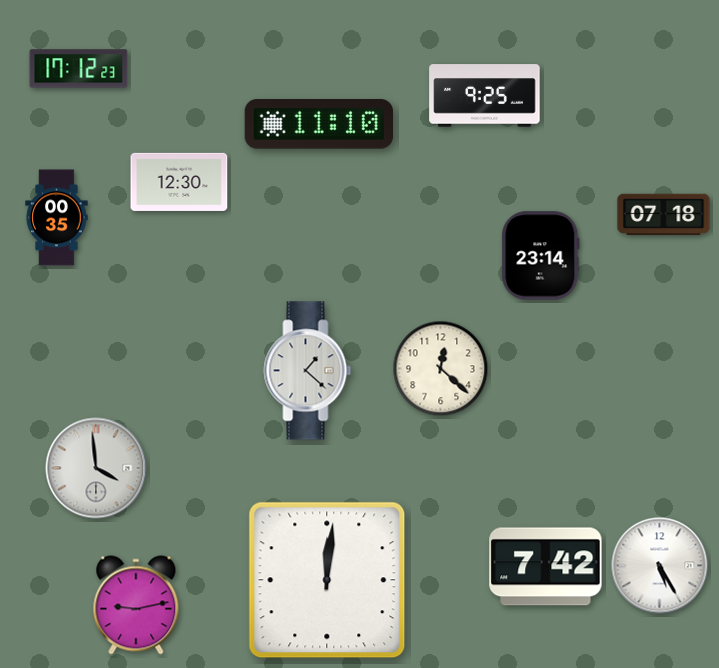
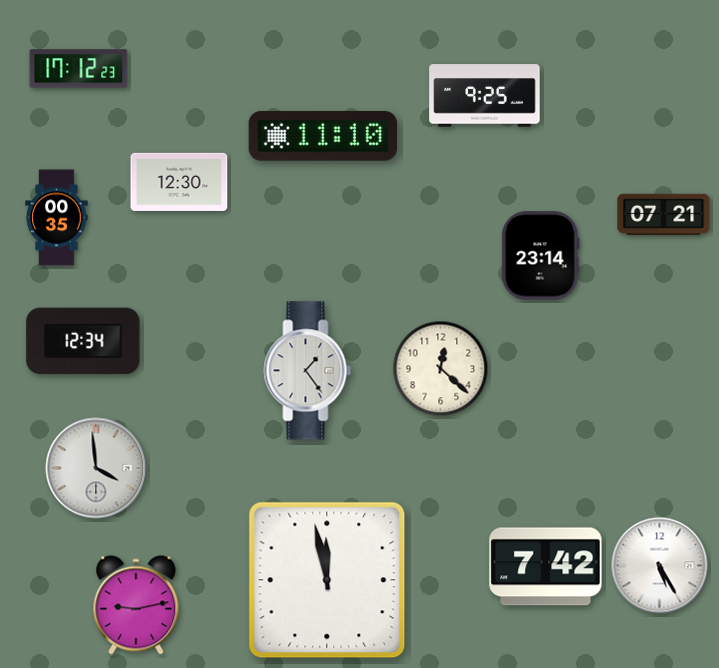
clock at (318, 125) position: (318, 125) -> (322, 137)
clock at (664, 215): 07:18 -> 07:21
clock at (83, 341): none -> 12:34
clock at (308, 371): 1:22 -> 1:24
clock at (327, 580): 12:01 -> 11:58
